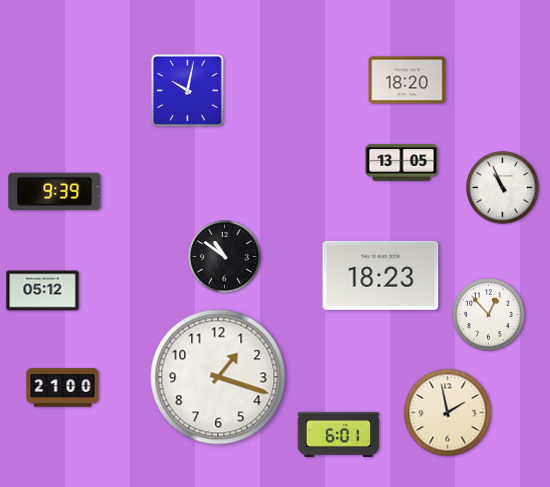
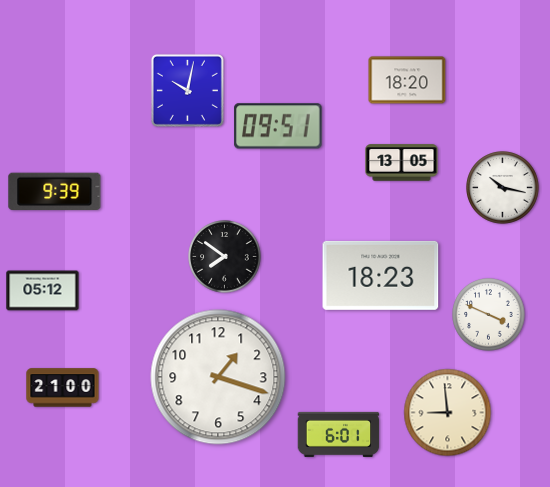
clock at (278, 126): none -> 09:51
clock at (503, 188): 10:56 -> 10:17
clock at (225, 257): 10:51 -> 7:51
clock at (489, 315): 12:53 -> 3:49
clock at (448, 413): 1:58 -> 8:59
